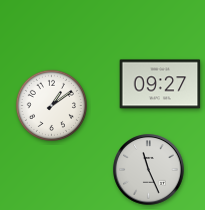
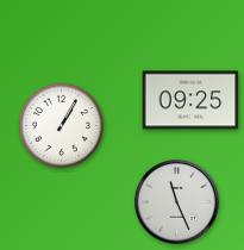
clock at (160, 84): 09:27 -> 09:25
clock at (51, 105): 1:09 -> 1:05
